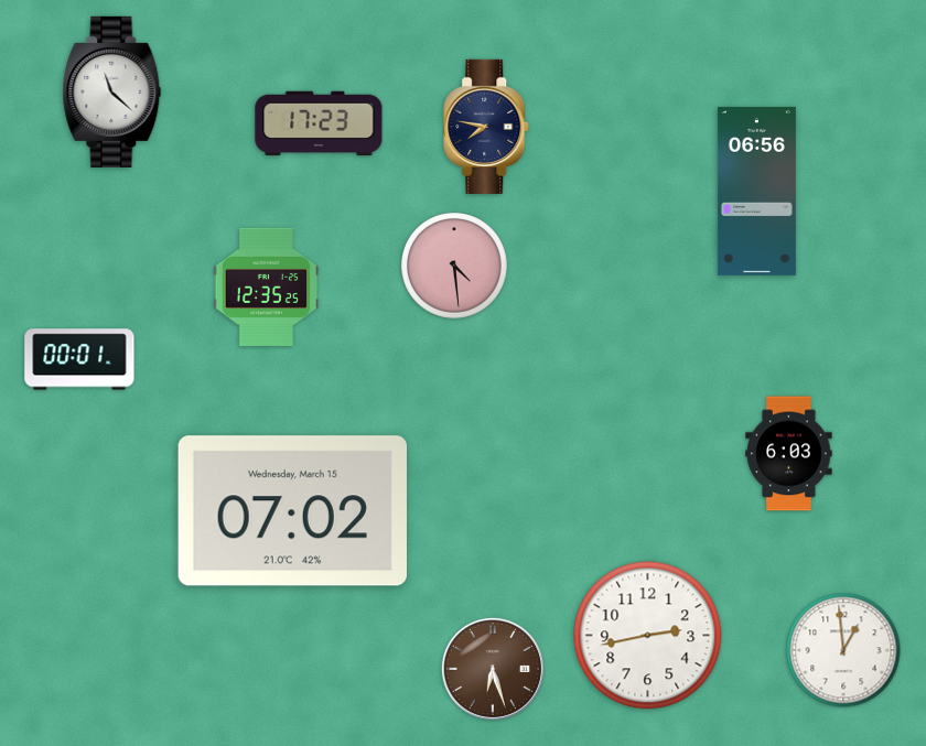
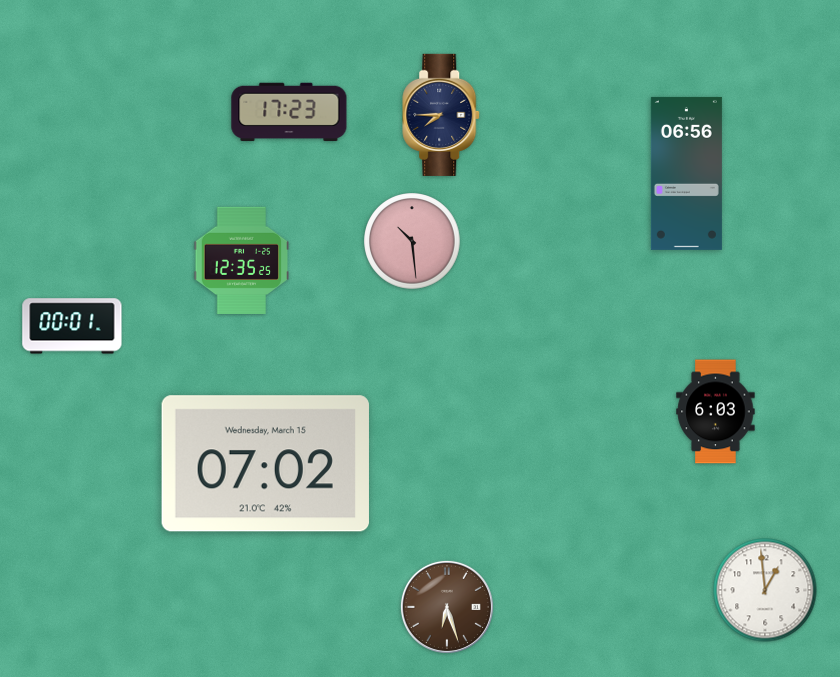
clock at (112, 91): 11:22 -> none
clock at (487, 127): 7:47 -> 7:45
clock at (454, 266): 4:29 -> 10:29
clock at (648, 636): 2:43 -> none
